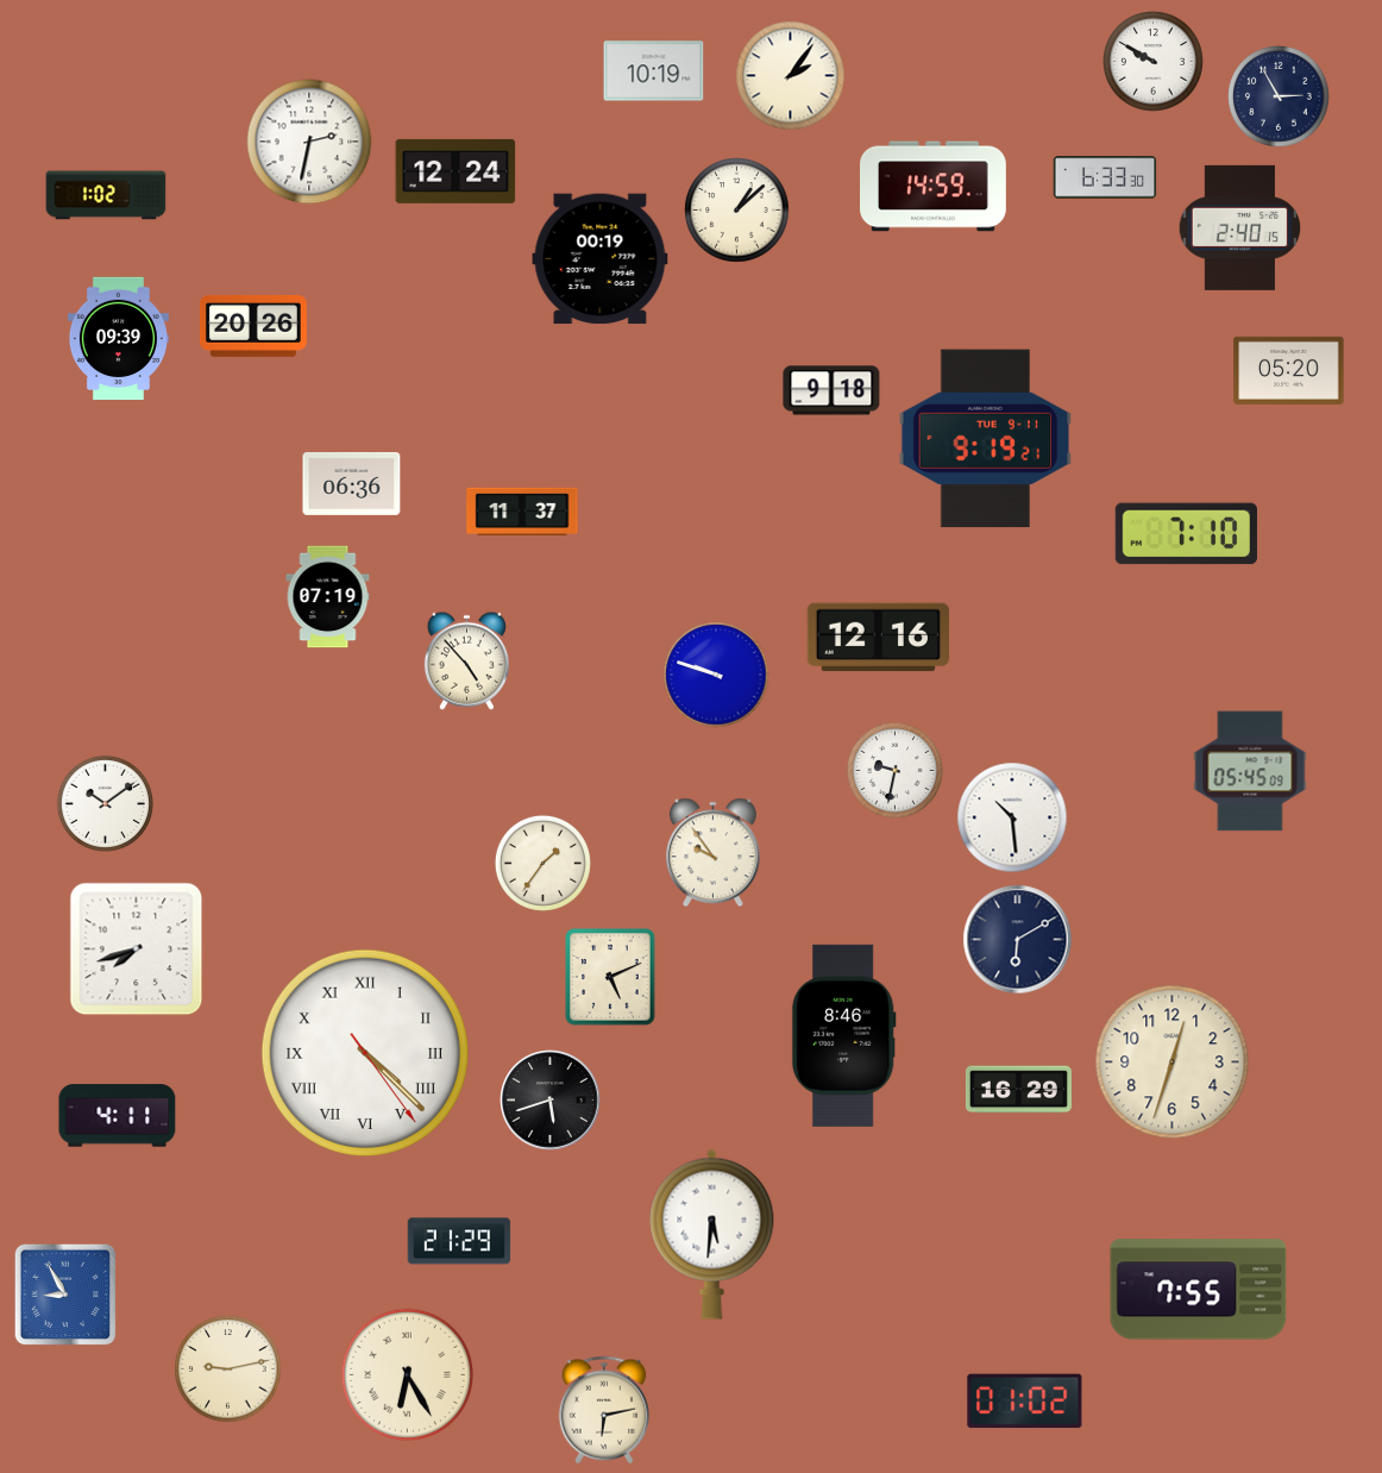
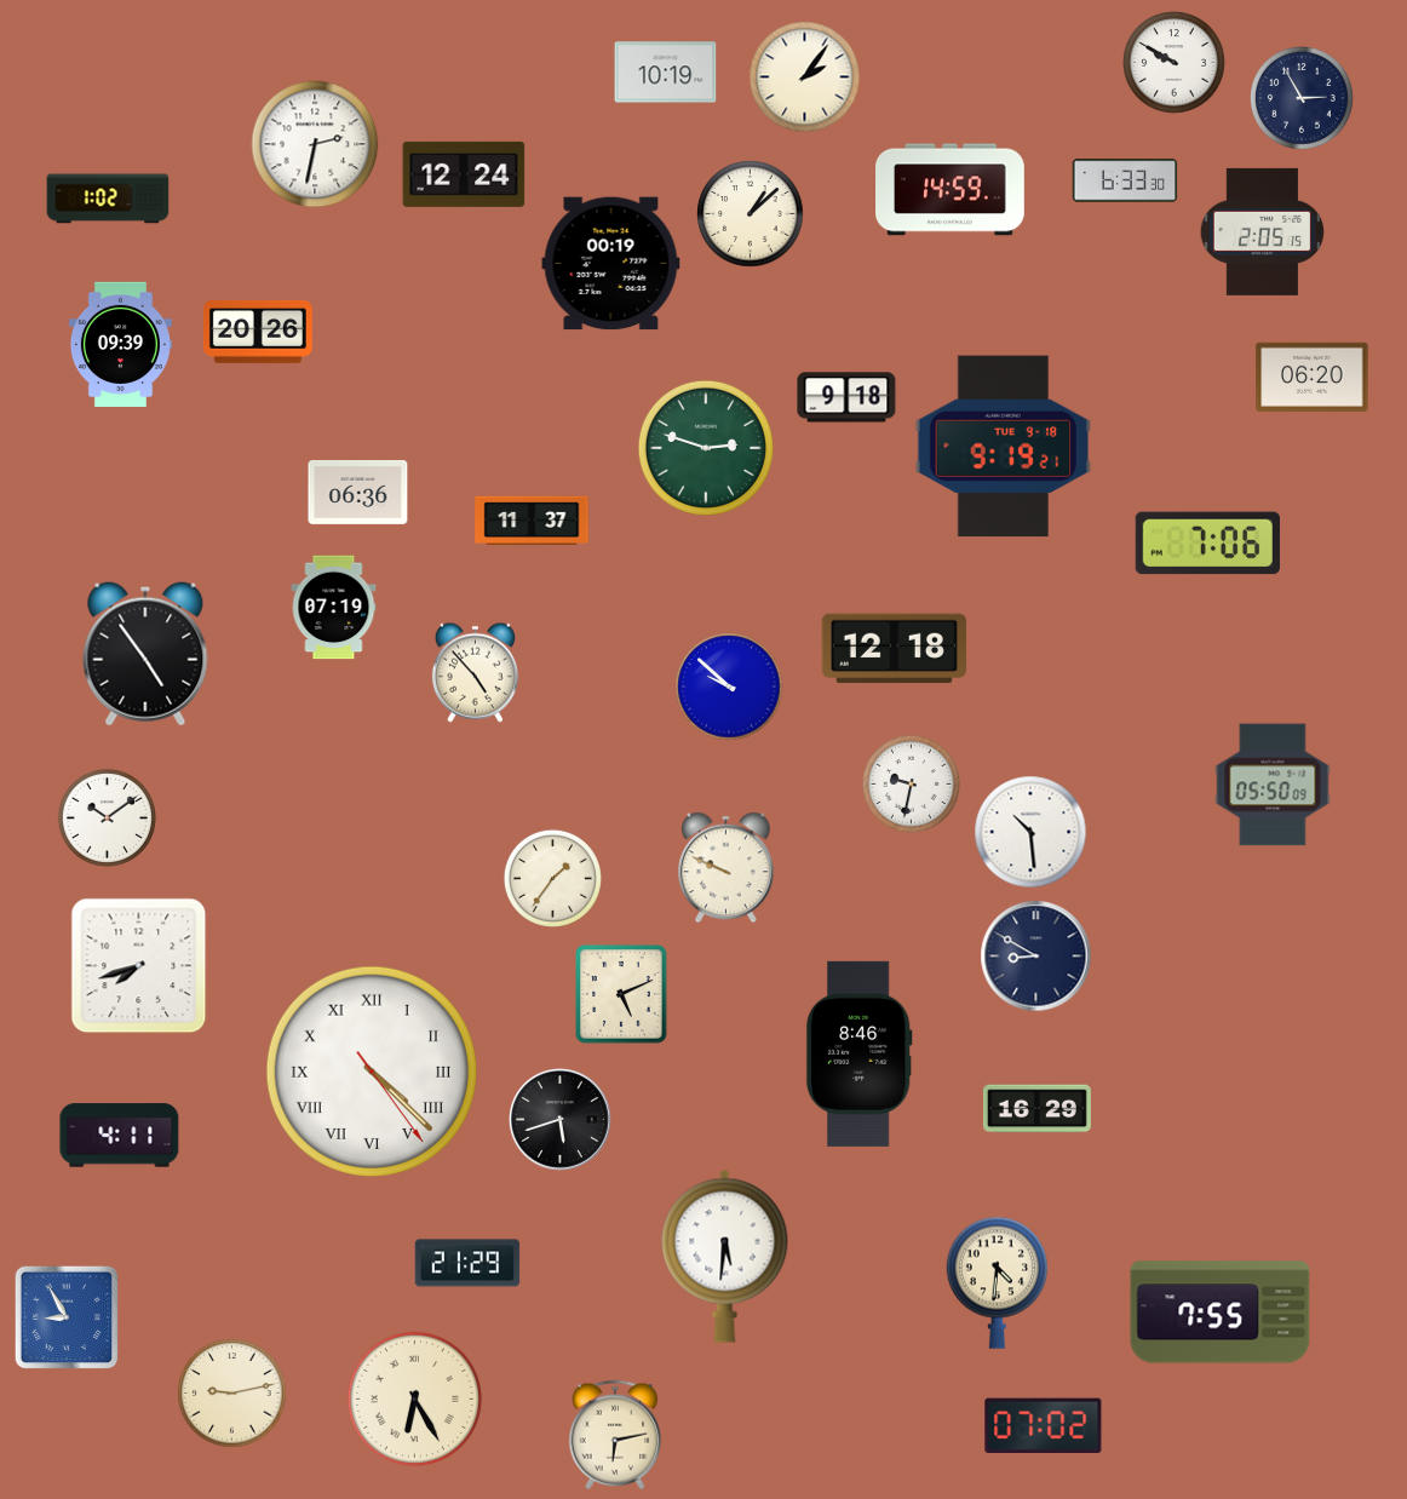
clock at (1239, 227): 2:40 -> 2:05
clock at (1289, 370): 05:20 -> 06:20
clock at (986, 439) date: TUE 9-11 -> TUE 9-18
clock at (706, 448): none -> 2:48
clock at (1186, 534): 7:10 -> 7:06
clock at (878, 638): 12:16 -> 12:18
clock at (145, 654): none -> 4:54
clock at (716, 675): 9:48 -> 9:52
clock at (1250, 771): 05:45 -> 05:50
clock at (712, 853): 9:54 -> 9:49
clock at (1018, 940): 6:10 -> 8:50
clock at (1173, 1063): 12:33 -> none
clock at (997, 1282): none -> 4:31
clock at (1025, 1402): 01:02 -> 07:02
